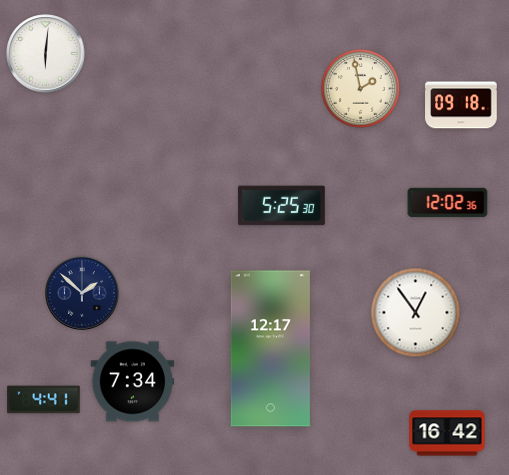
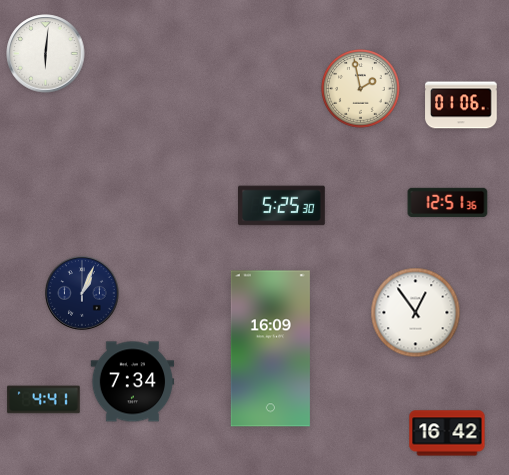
clock at (461, 105): 09:18 -> 01:06
clock at (448, 203): 12:02 -> 12:51
clock at (82, 293): 1:52 -> 1:04
clock at (270, 349): 12:17 -> 16:09
